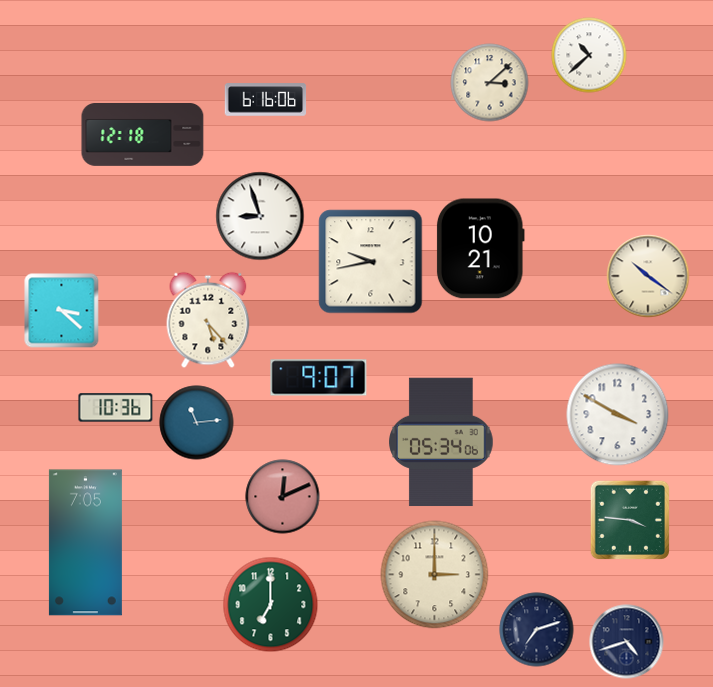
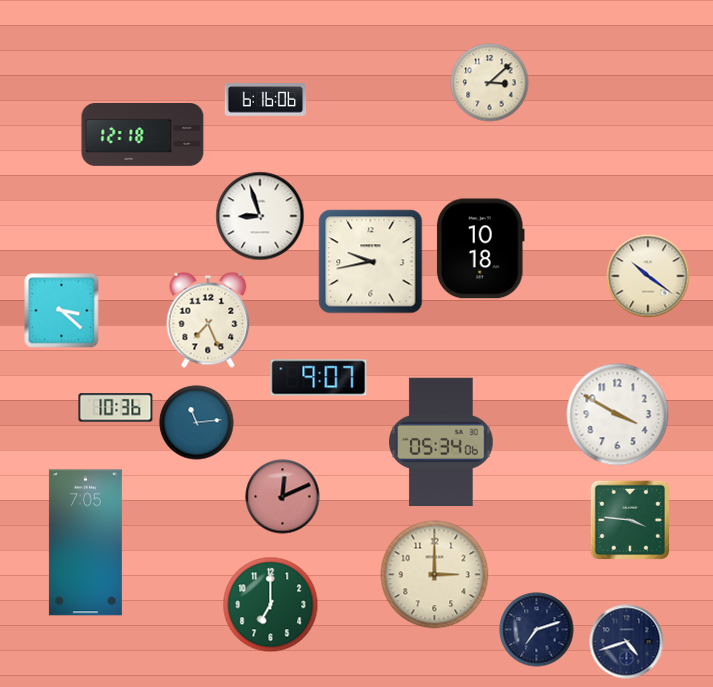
clock at (589, 55): 10:38 -> none
clock at (480, 249): 10:21 -> 10:18
clock at (208, 320): 5:23 -> 7:26
